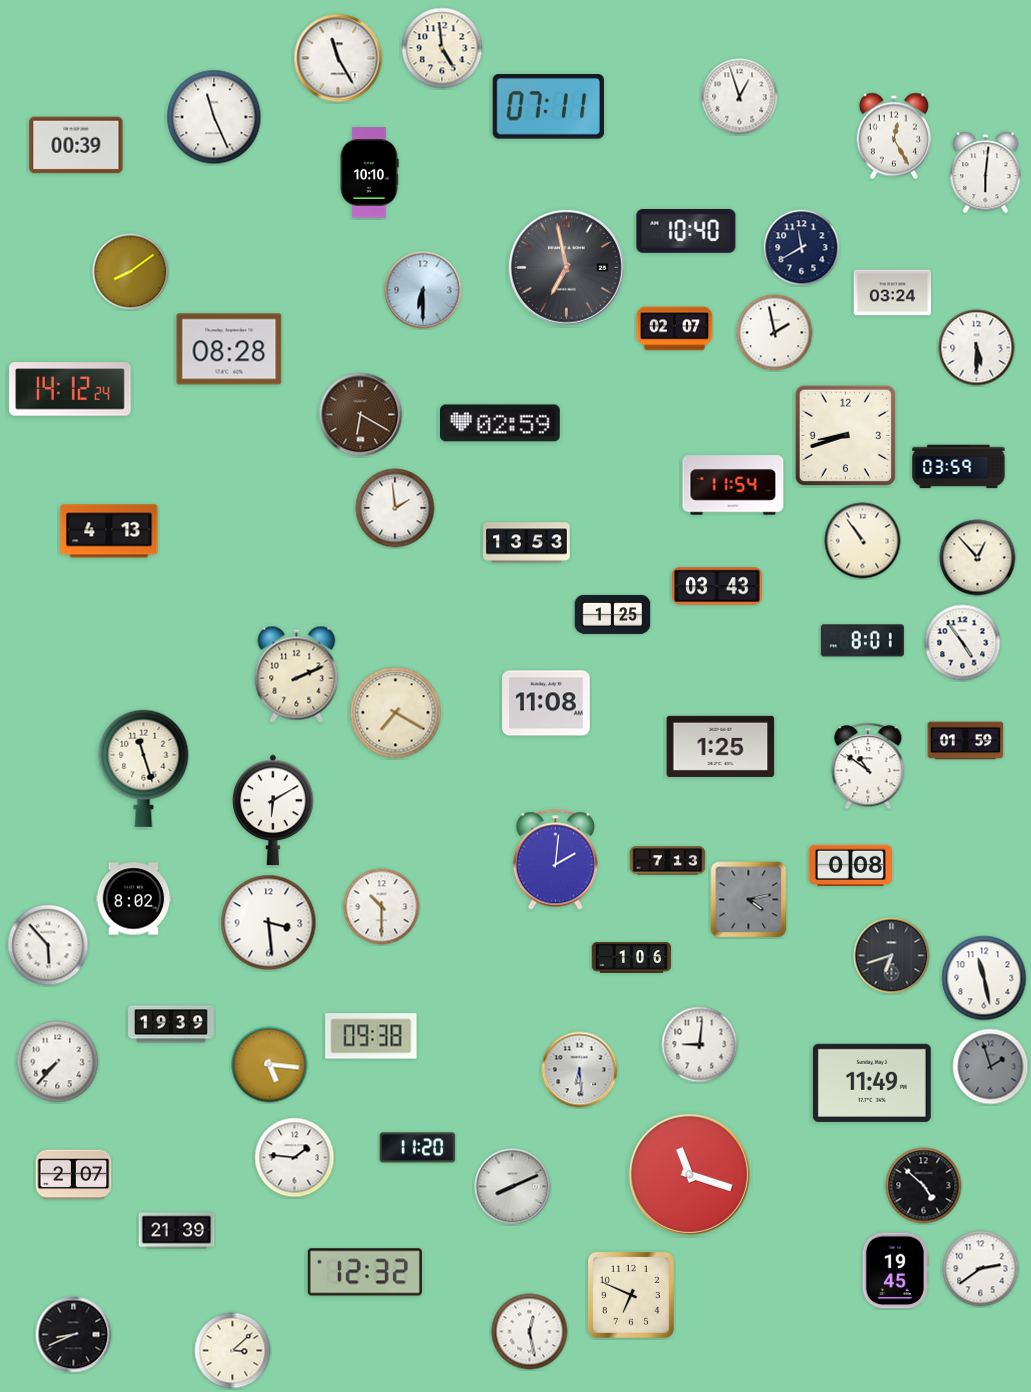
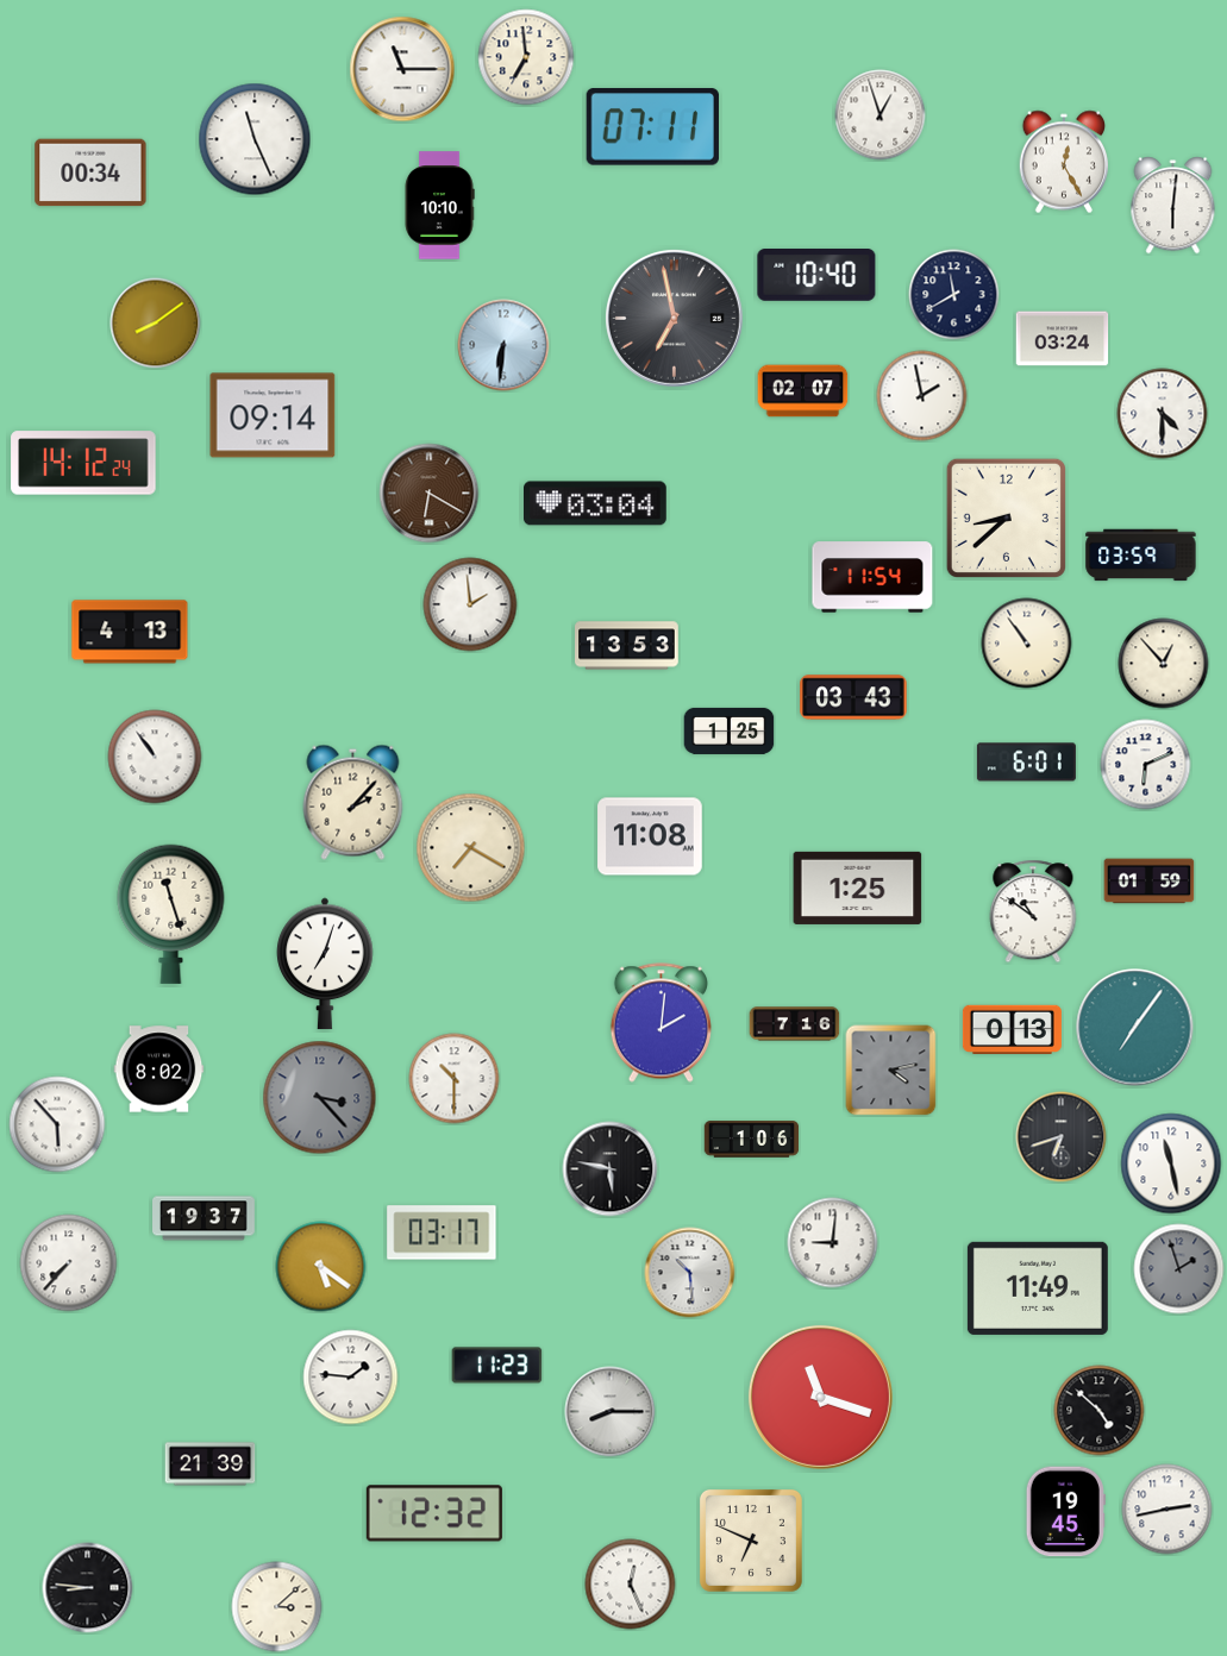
clock at (442, 48): 4:59 -> 6:59
clock at (338, 58): 11:25 -> 11:15
clock at (76, 145): 00:39 -> 00:34
clock at (423, 290): 6:30 -> 6:31
clock at (893, 293) position: (893, 293) -> (1063, 339)
clock at (977, 348): 5:30 -> 4:30
clock at (229, 349): 08:28 -> 09:14
clock at (501, 423): 02:59 -> 03:04
clock at (845, 435): 8:42 -> 8:38
clock at (155, 757): none -> 10:54
clock at (862, 641): 8:01 -> 6:01
clock at (963, 643): 4:54 -> 6:11
clock at (297, 674): 2:11 -> 2:07
clock at (273, 810): 6:10 -> 7:03
clock at (668, 861): 7:13 -> 7:16
clock at (1135, 1028): none -> 7:06
clock at (850, 866): 0:08 -> 0:13
clock at (269, 923): 3:29 -> 3:23
clock at (269, 923) dial: white -> grey
clock at (611, 1169): none -> 5:47
clock at (171, 1024): 19:39 -> 19:37
clock at (371, 1036): 09:38 -> 03:17
clock at (270, 1065): 5:16 -> 5:21
clock at (580, 1070): 6:29 -> 10:29
clock at (418, 1148): 11:20 -> 11:23
clock at (74, 1175): 2:07 -> none
clock at (513, 1187): 8:11 -> 8:15
clock at (981, 1269): 2:39 -> 2:43
clock at (530, 1332): 12:28 -> 12:26
clock at (74, 1335): 8:41 -> 8:46
